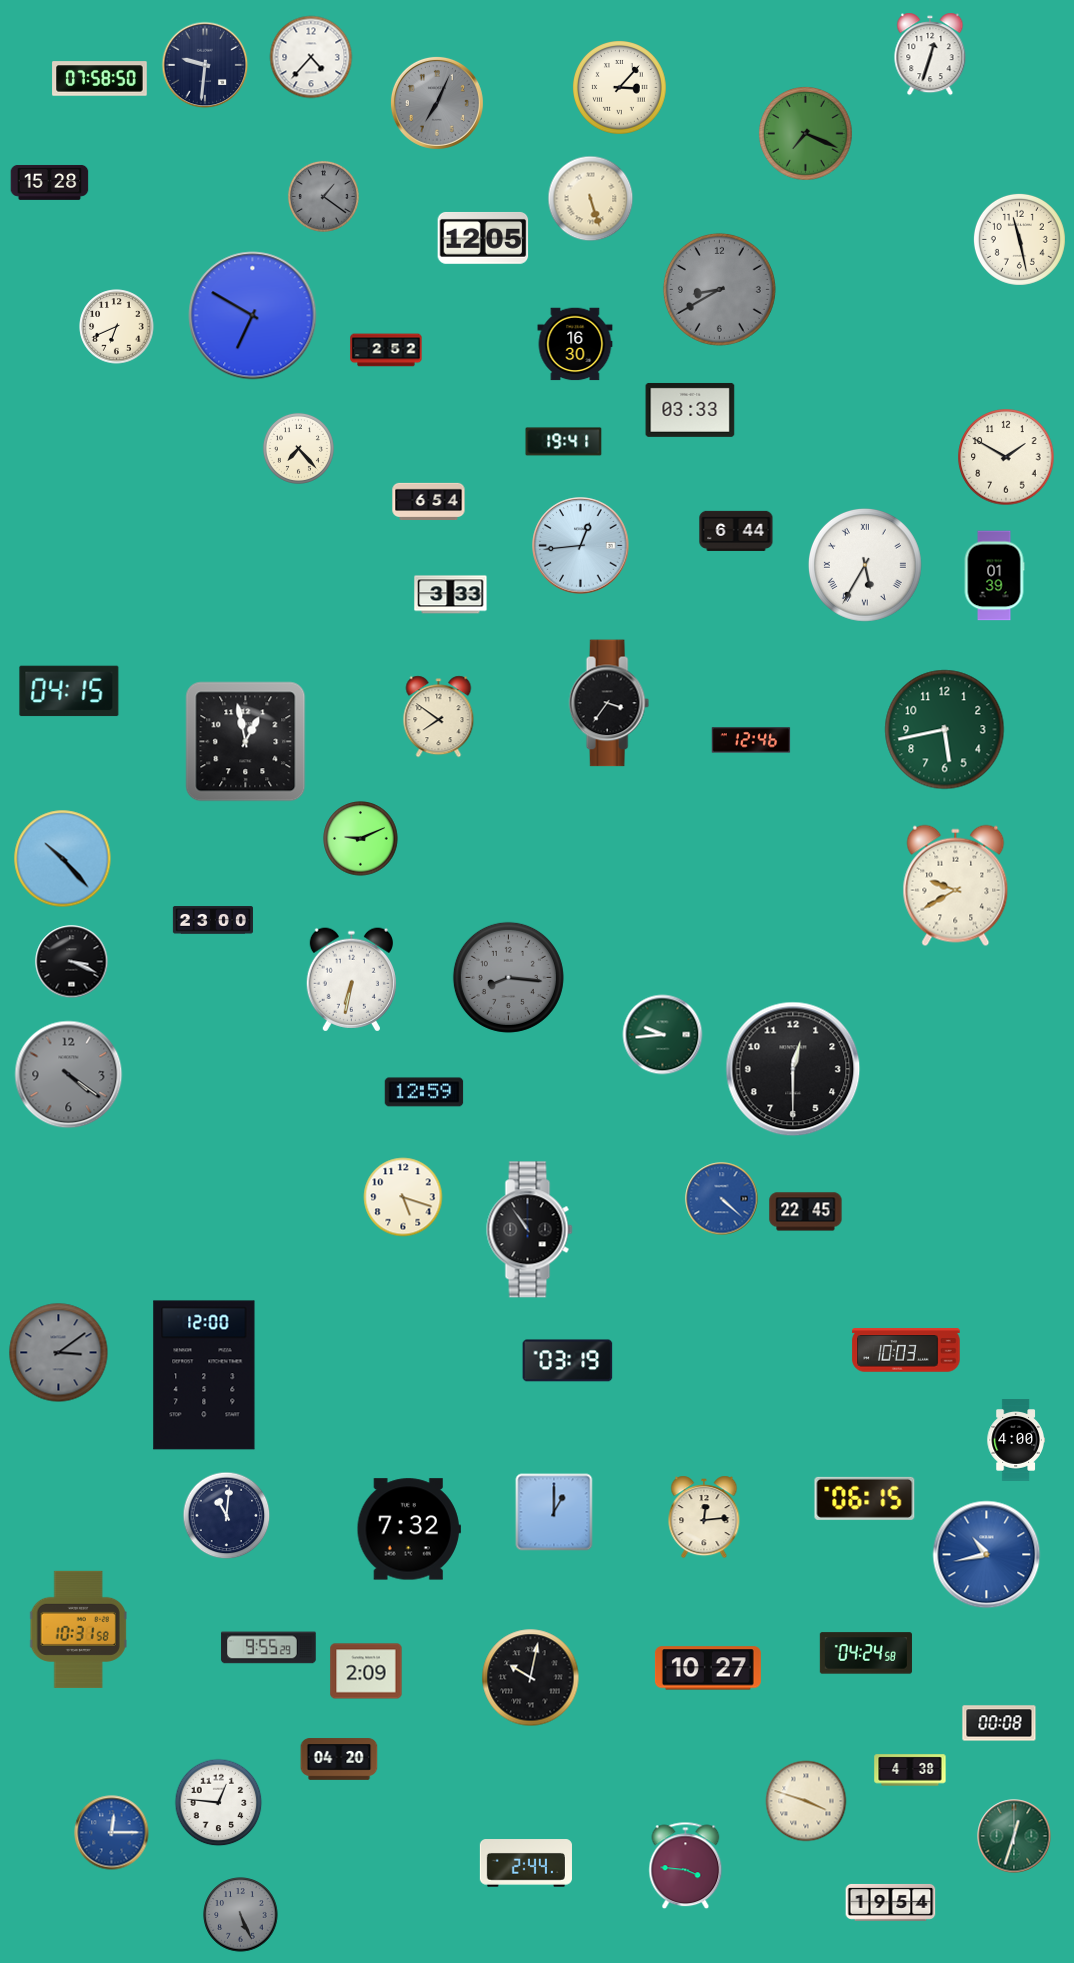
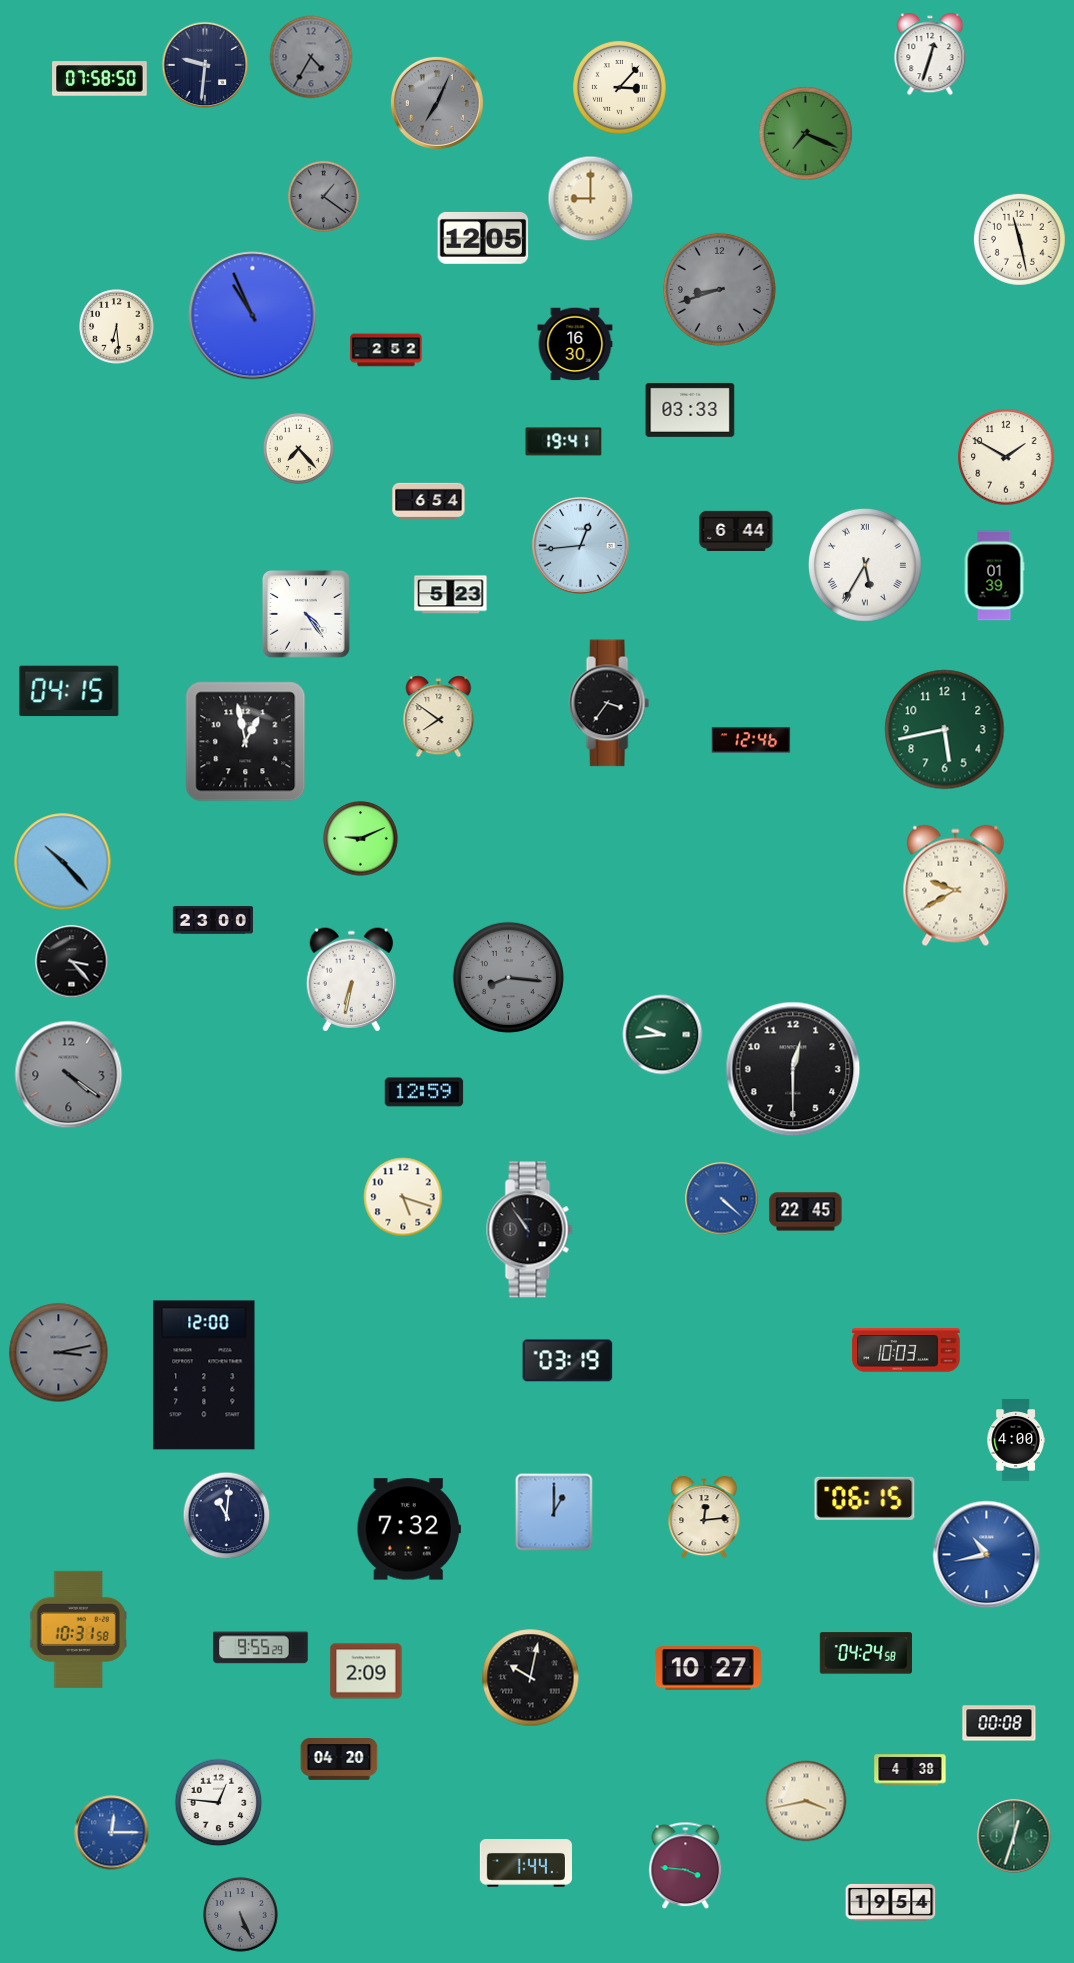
clock at (311, 57): 4:37 -> 4:35
clock at (311, 57) dial: white -> grey
clock at (50, 182): 15:28 -> none
clock at (591, 199): 5:27 -> 9:00
clock at (719, 289): 8:40 -> 8:42
clock at (253, 316): 6:50 -> 10:56
clock at (117, 327): 6:41 -> 6:29
clock at (451, 595): 3:33 -> 5:23
clock at (306, 614): none -> 4:24
clock at (63, 859) position: (63, 859) -> (63, 862)
clock at (72, 962): 3:19 -> 3:23
clock at (59, 1353): 3:09 -> 3:13
clock at (269, 1648) position: (269, 1648) -> (261, 1648)
clock at (806, 1801): 3:48 -> 3:43
clock at (526, 1863): 2:44 -> 1:44
